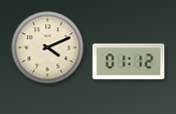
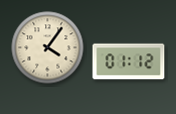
clock at (48, 48): 4:11 -> 4:06
